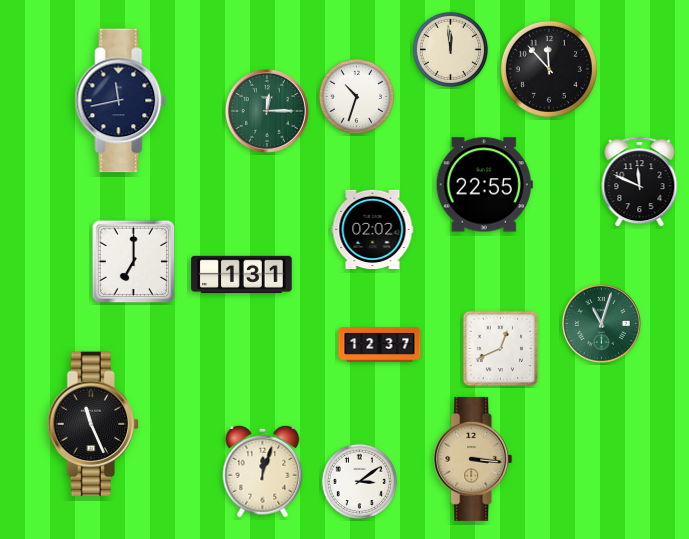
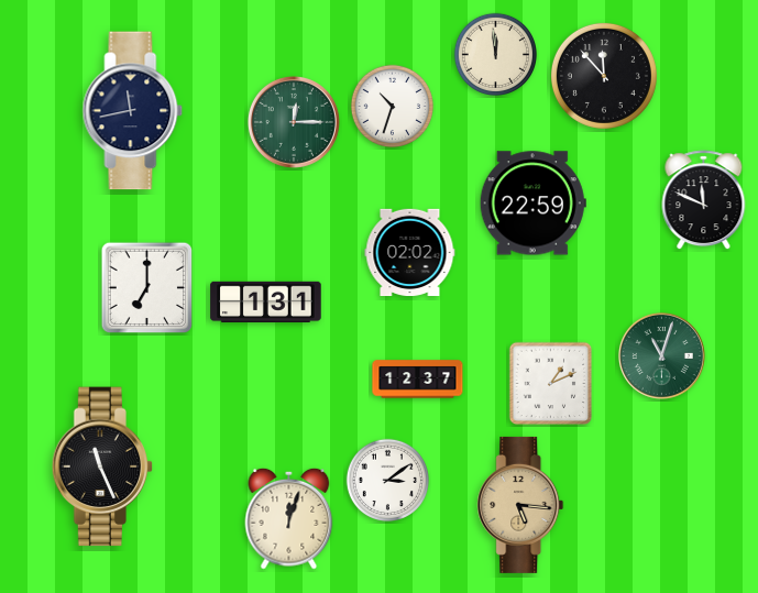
clock at (484, 185): 22:55 -> 22:59
clock at (501, 349): 12:41 -> 1:11
clock at (473, 459): 3:16 -> 5:16
clock at (360, 482) position: (360, 482) -> (388, 481)
